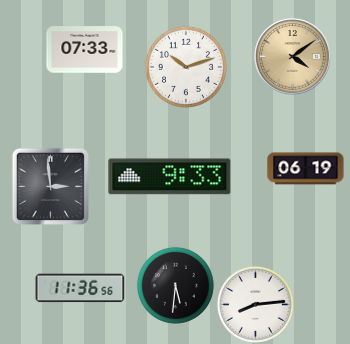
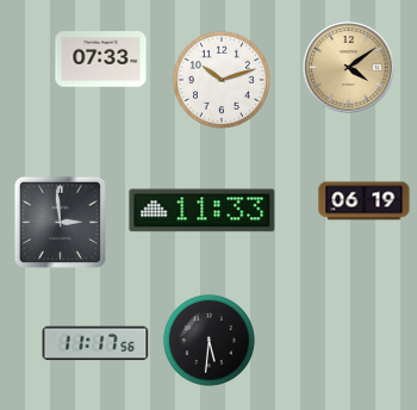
clock at (170, 177): 9:33 -> 11:33
clock at (80, 288): 11:36 -> 11:17
clock at (255, 304): 8:14 -> none
